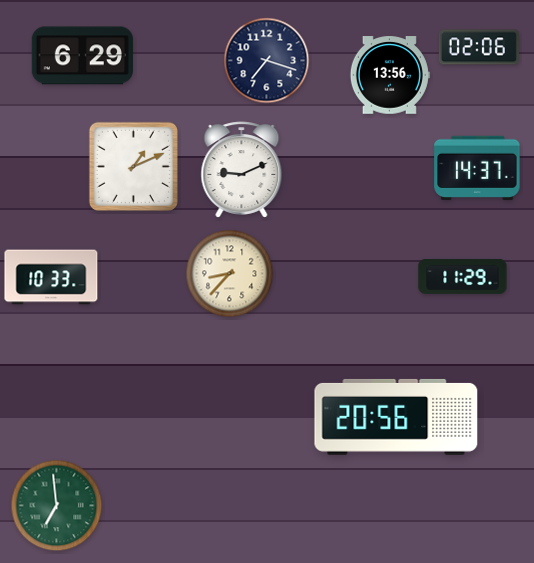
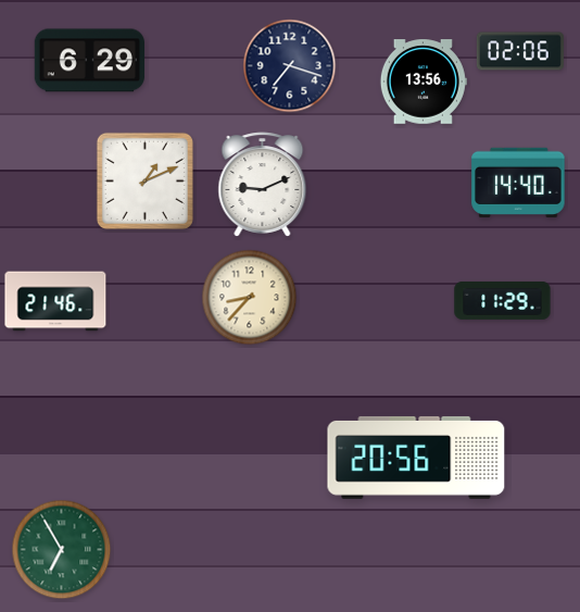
clock at (477, 168): 14:37 -> 14:40
clock at (51, 277): 10:33 -> 21:46
clock at (396, 417) position: (396, 417) -> (416, 458)
clock at (57, 506): 6:59 -> 6:55
